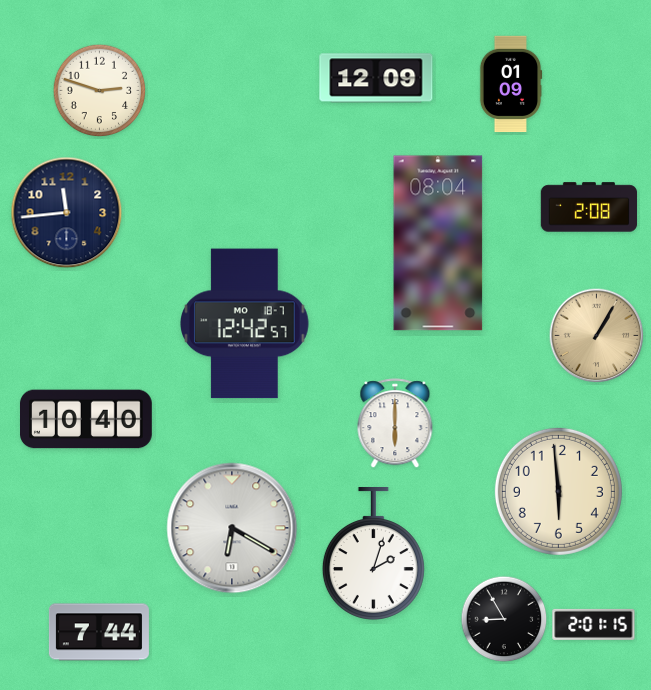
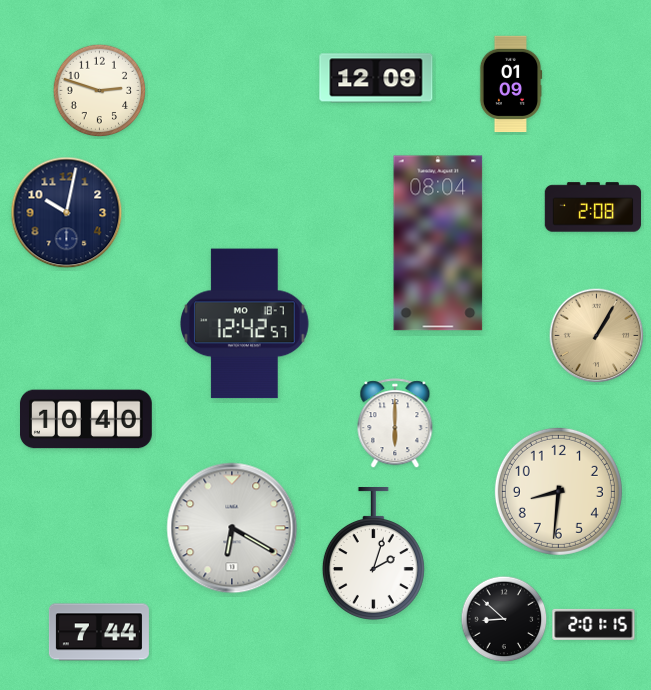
clock at (589, 207) position: (589, 207) -> (593, 207)
clock at (67, 213): 11:44 -> 10:02
clock at (558, 491): 5:59 -> 8:31
clock at (504, 619): 8:55 -> 8:52
